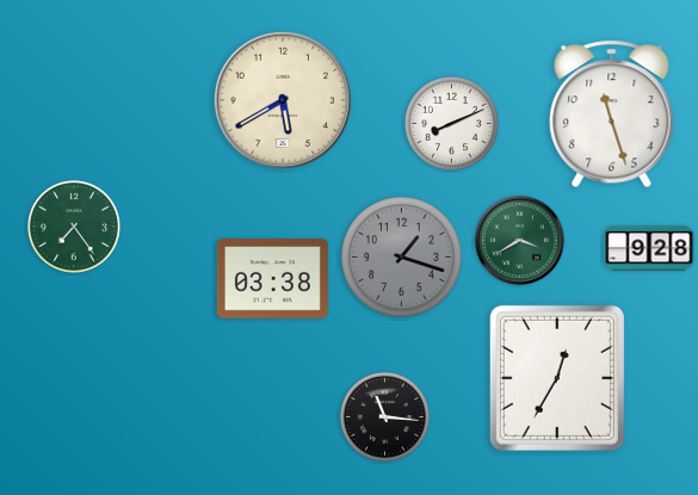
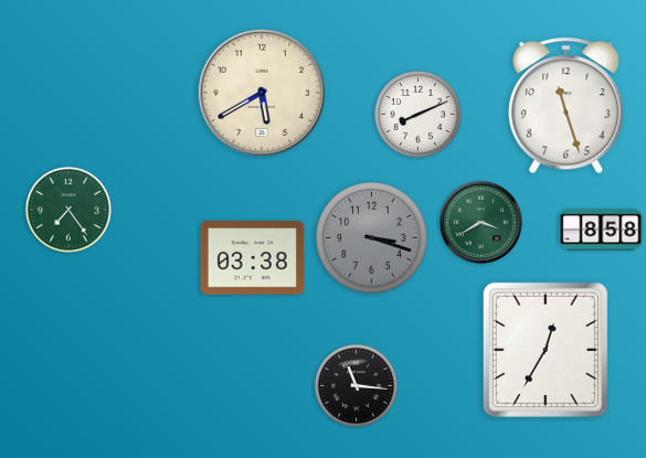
clock at (649, 248): 9:28 -> 8:58
clock at (402, 258): 1:18 -> 3:18
clock at (557, 378) position: (557, 378) -> (546, 350)
